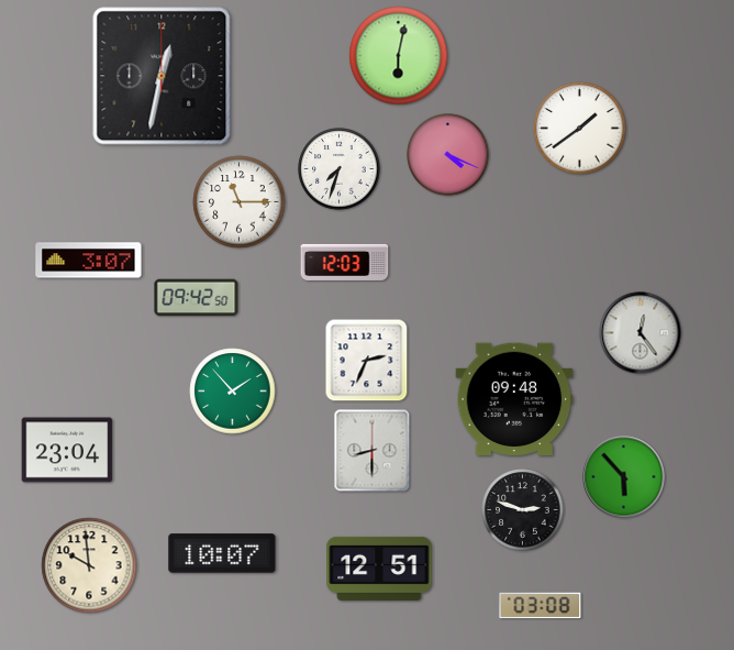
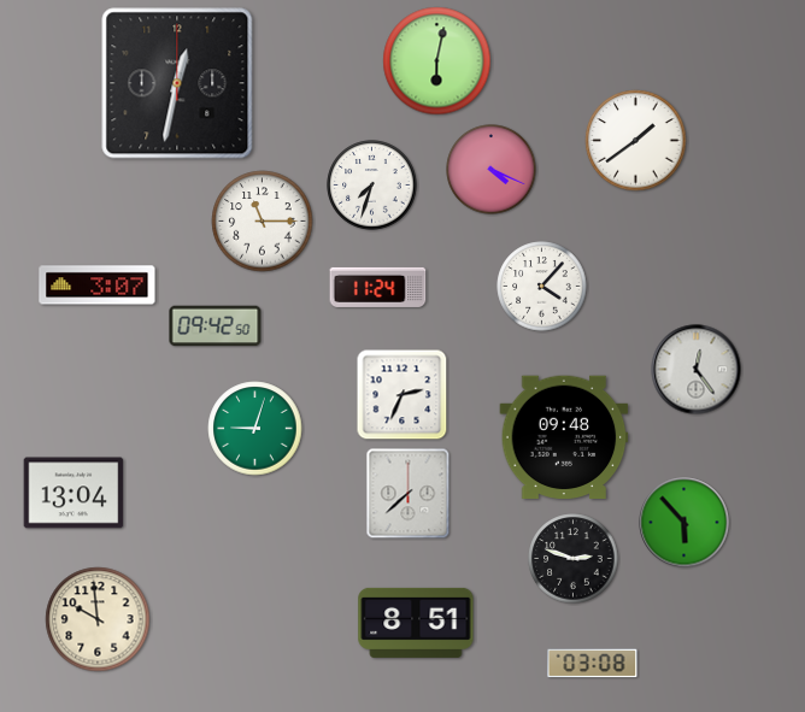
clock at (345, 262): 12:03 -> 11:24
clock at (542, 287): none -> 4:07
clock at (641, 333) position: (641, 333) -> (697, 370)
clock at (233, 392): 1:53 -> 9:03
clock at (67, 450): 23:04 -> 13:04
clock at (372, 451): 8:30 -> 7:38
clock at (222, 553): 10:07 -> none
clock at (379, 569): 12:51 -> 8:51
